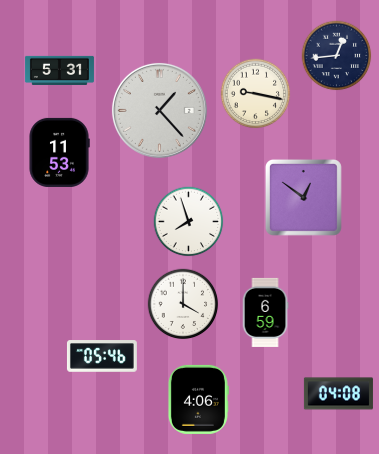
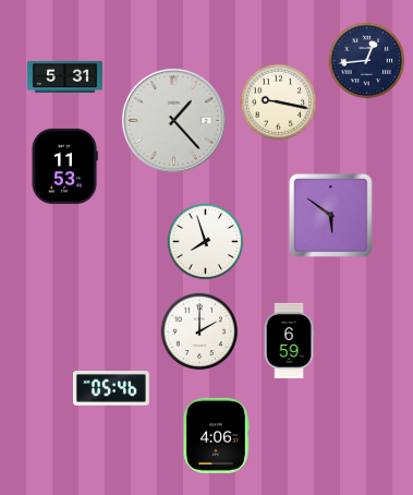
clock at (303, 197): 12:51 -> 5:51
clock at (183, 304): 4:00 -> 2:00
clock at (338, 394): 04:08 -> none
